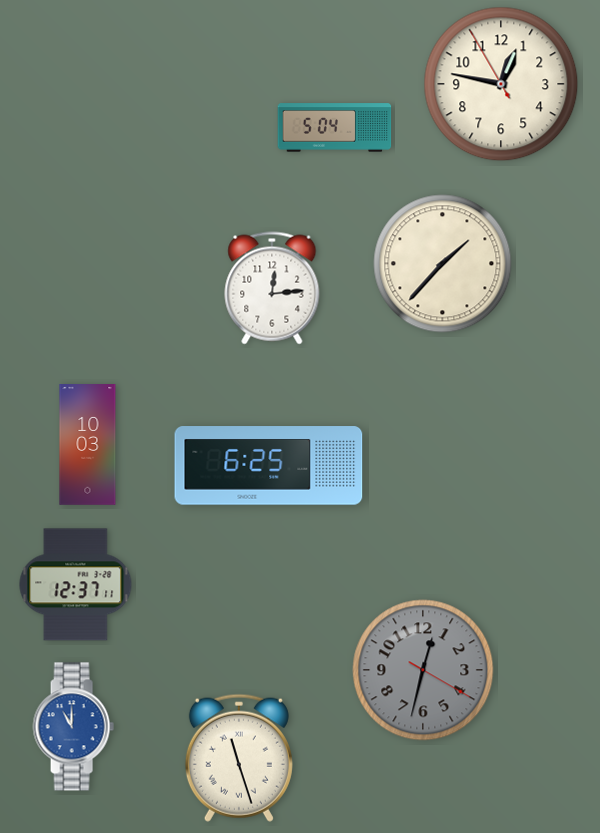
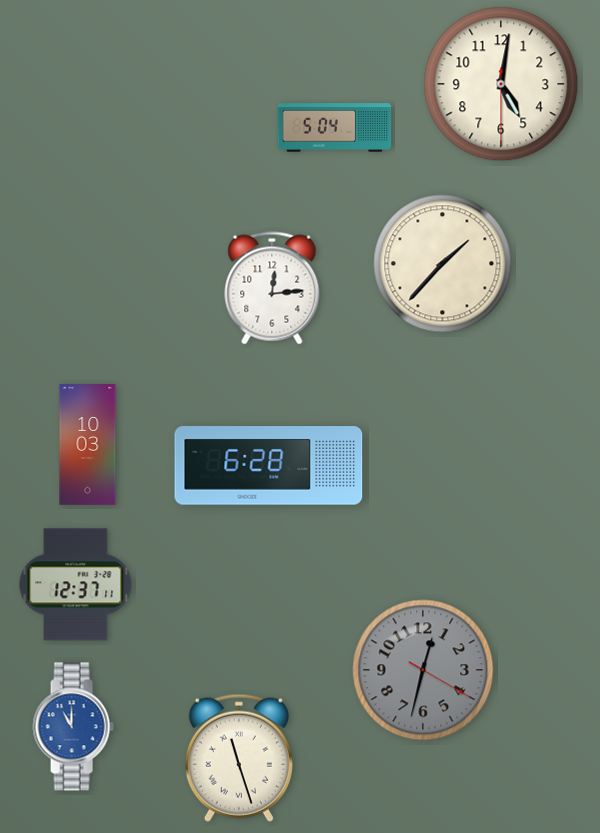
clock at (501, 84): 12:46 -> 5:01
clock at (269, 466): 6:25 -> 6:28
